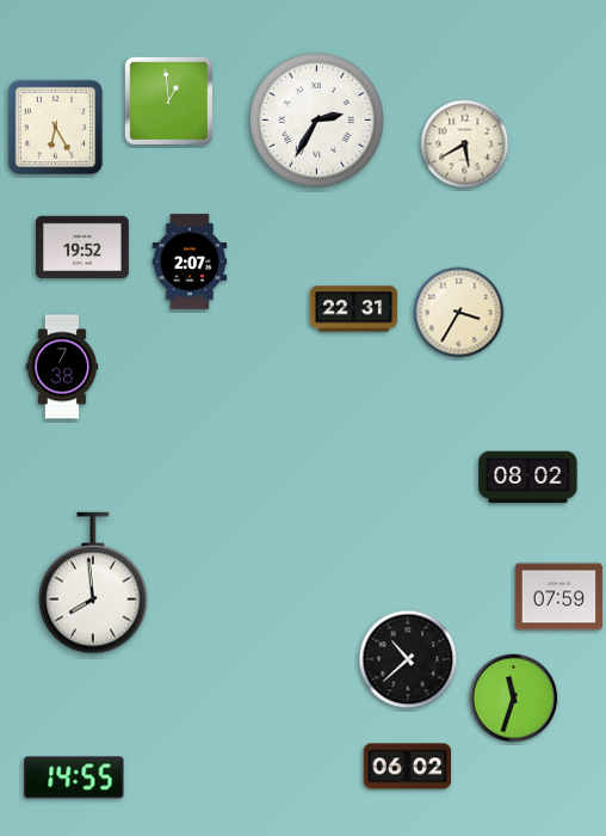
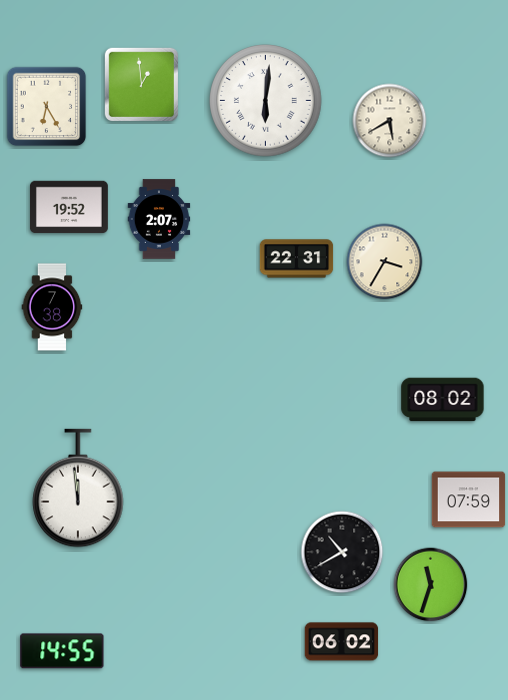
clock at (317, 121): 2:35 -> 6:01
clock at (93, 583): 7:59 -> 11:59
clock at (408, 659): 10:38 -> 10:40
